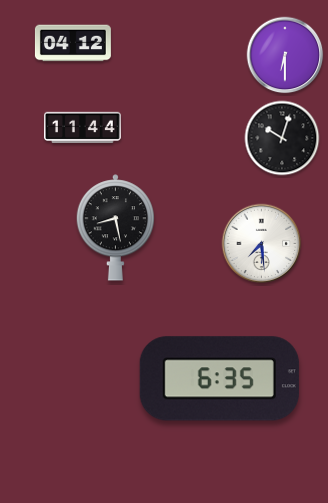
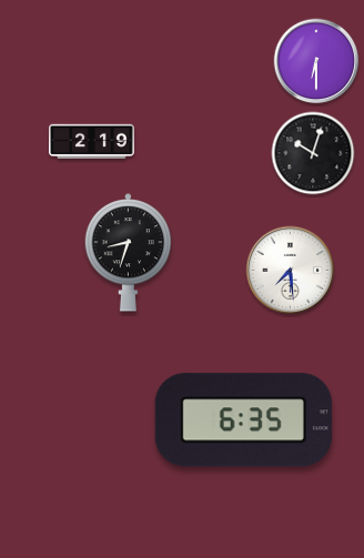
clock at (73, 43): 04:12 -> none
clock at (83, 128): 11:44 -> 2:19
clock at (116, 228): 8:28 -> 8:33
